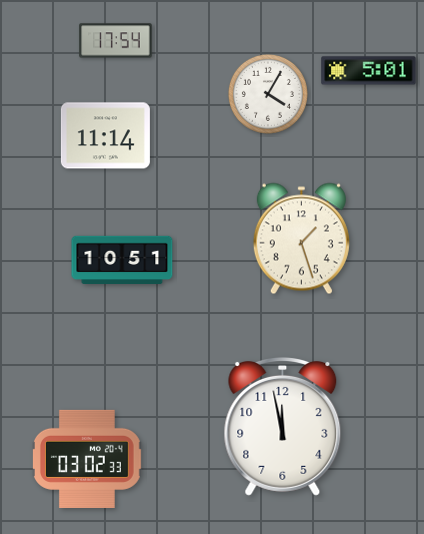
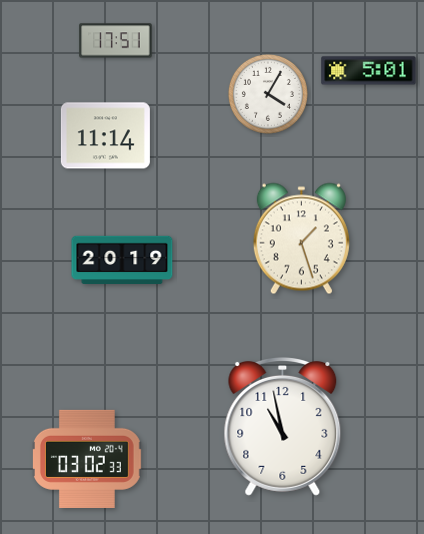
clock at (116, 41): 17:54 -> 17:51
clock at (122, 259): 10:51 -> 20:19
clock at (283, 426): 11:58 -> 10:58
